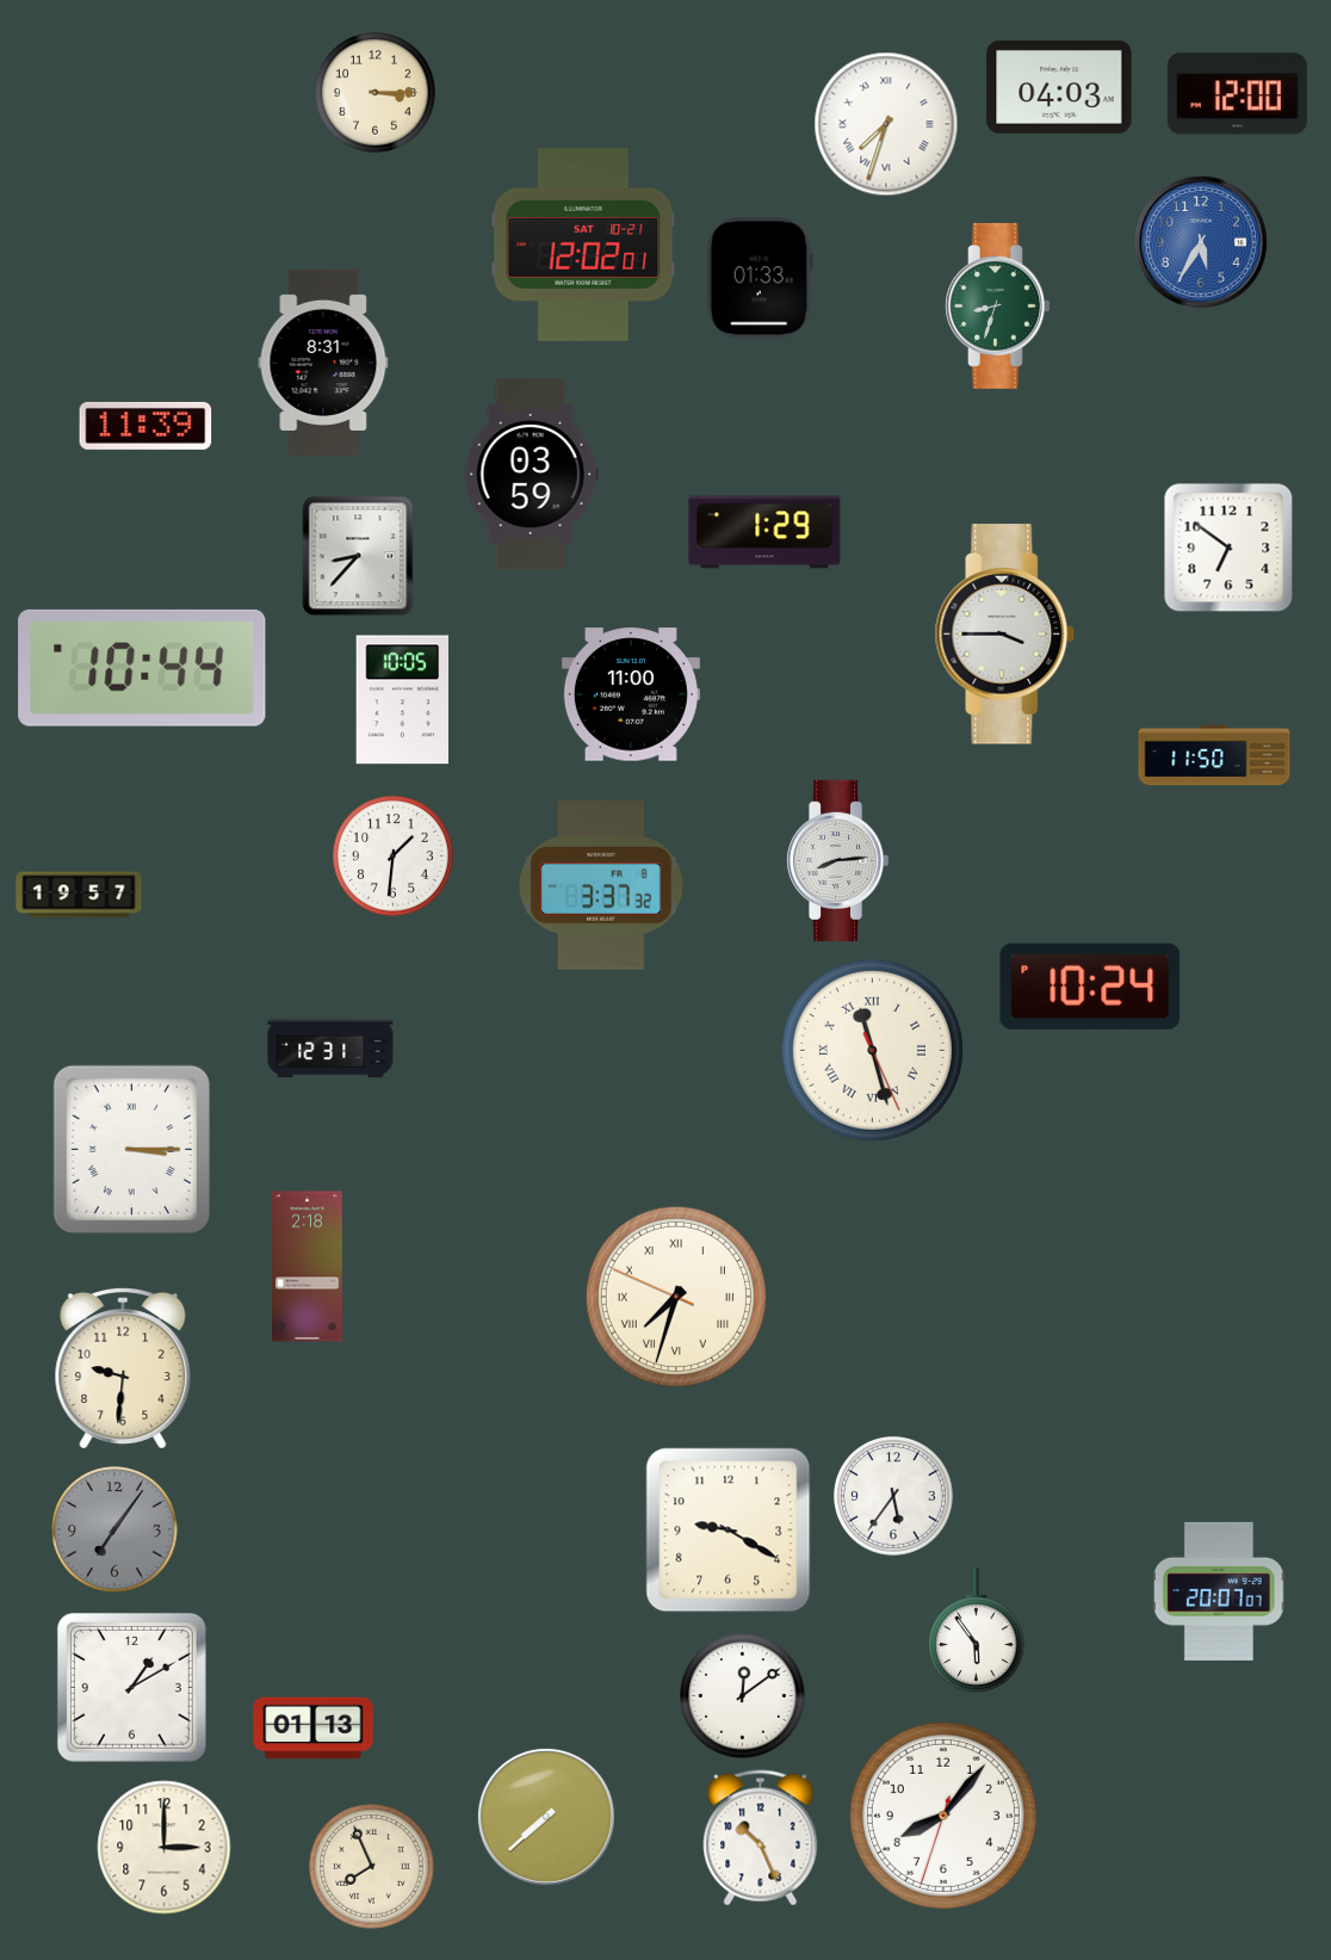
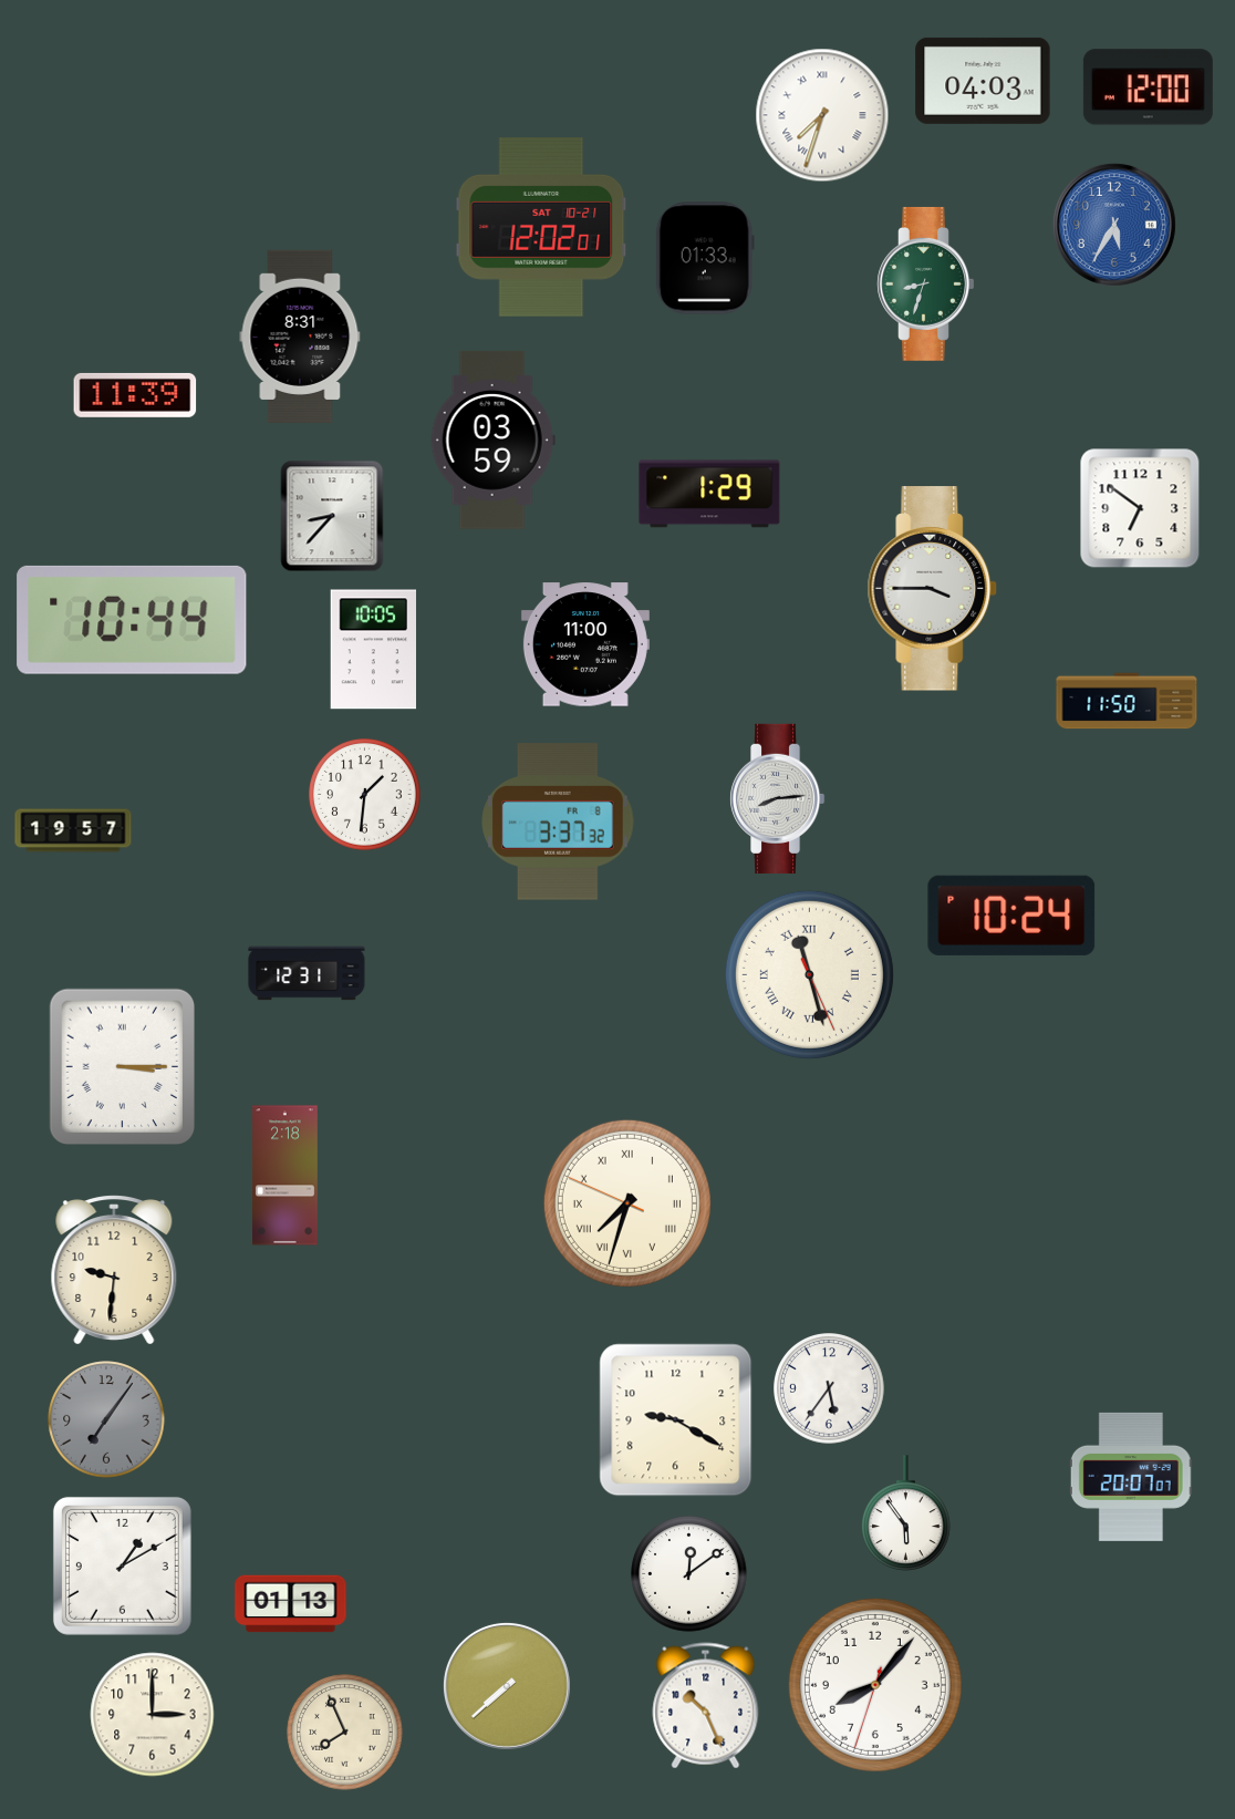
clock at (376, 93): 3:15 -> none
